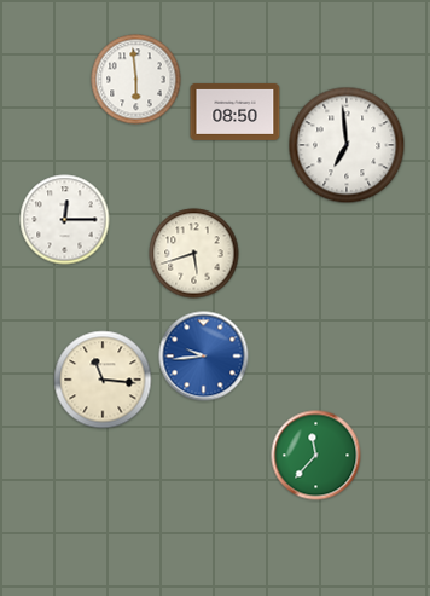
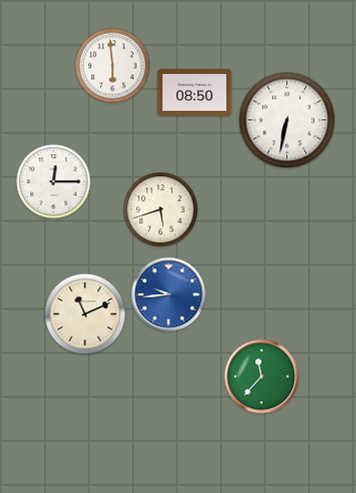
clock at (347, 145): 6:59 -> 6:32
clock at (103, 380): 11:16 -> 11:11
